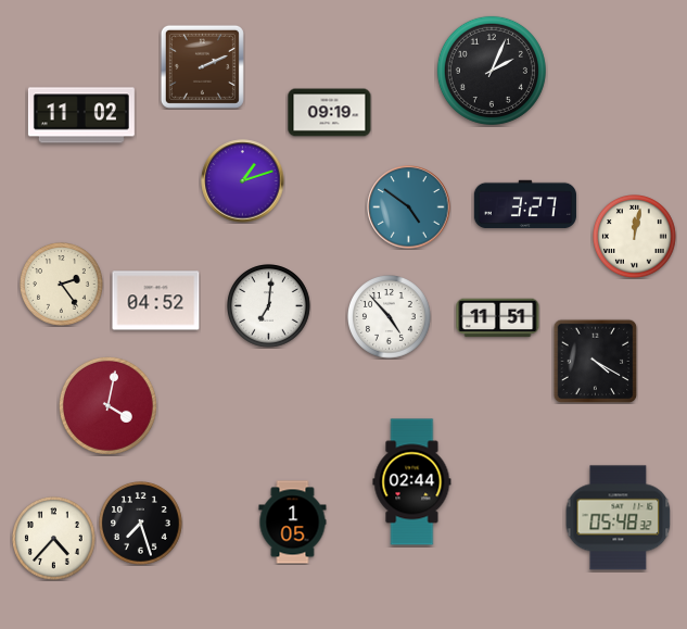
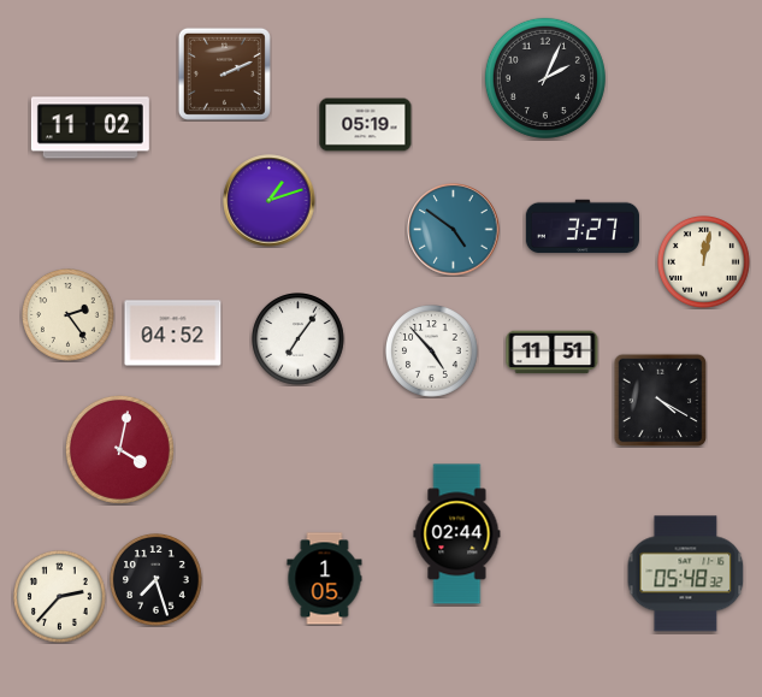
clock at (330, 113): 09:19 -> 05:19
clock at (269, 306): 7:01 -> 7:06
clock at (54, 539): 4:37 -> 2:37
